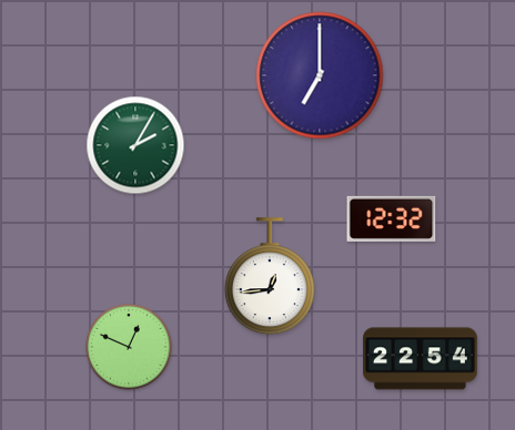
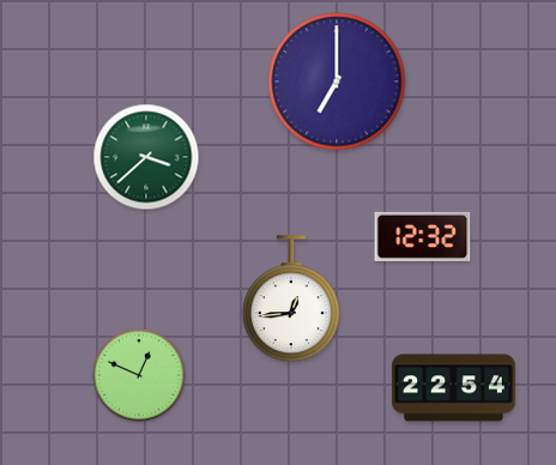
clock at (320, 75) position: (320, 75) -> (337, 81)
clock at (135, 145): 2:05 -> 3:38
